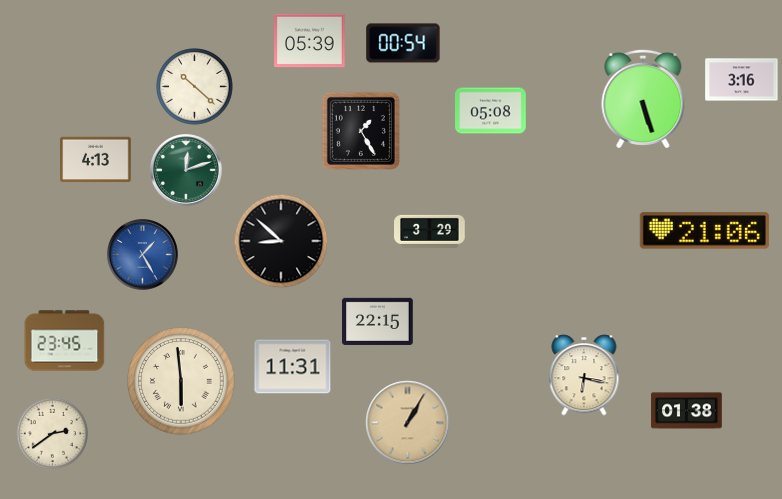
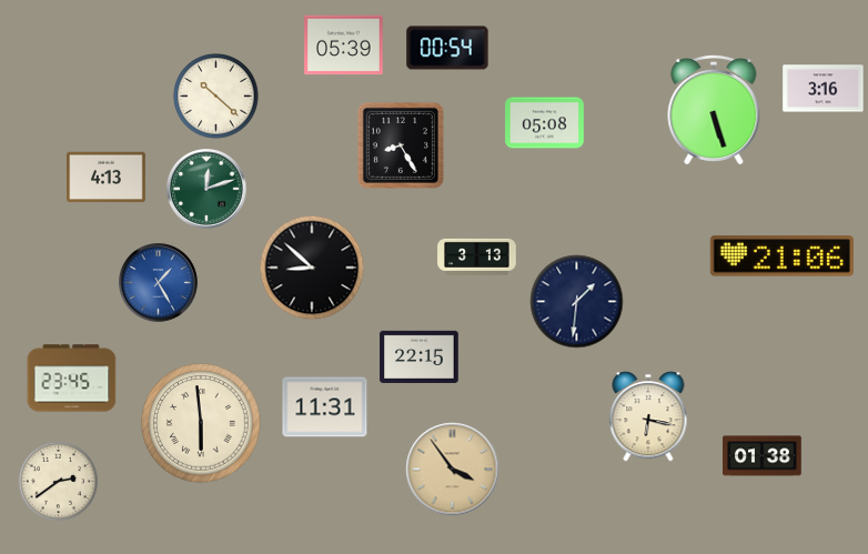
clock at (361, 131): 1:25 -> 8:25
clock at (430, 231): 3:29 -> 3:13
clock at (577, 302): none -> 1:31
clock at (408, 423): 1:05 -> 3:54
